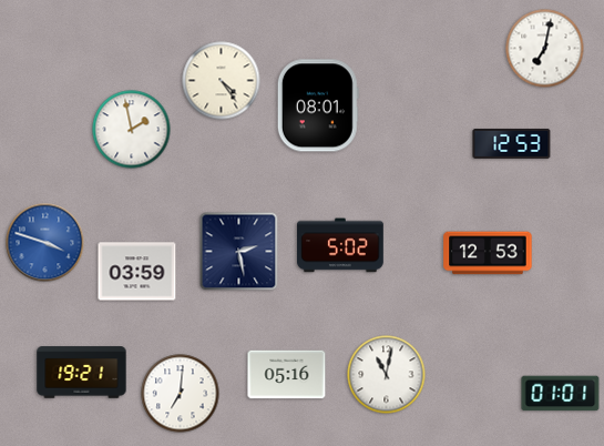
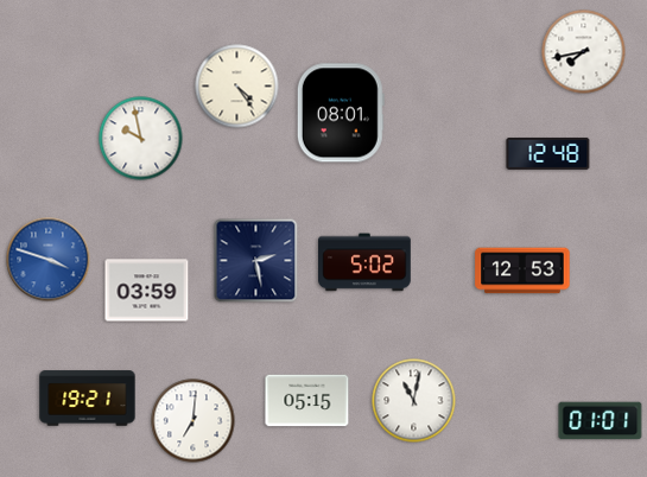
clock at (545, 49): 7:02 -> 7:43
clock at (132, 130): 1:58 -> 9:58
clock at (512, 143): 12:53 -> 12:48
clock at (239, 252) position: (239, 252) -> (256, 261)
clock at (287, 375): 05:16 -> 05:15
